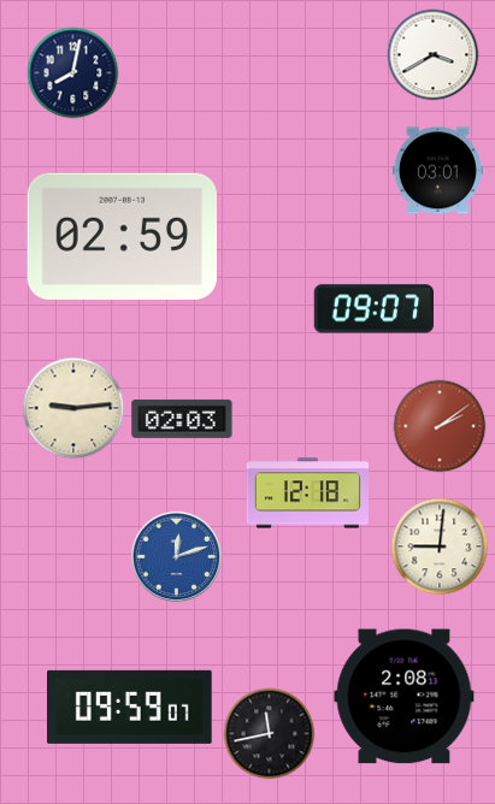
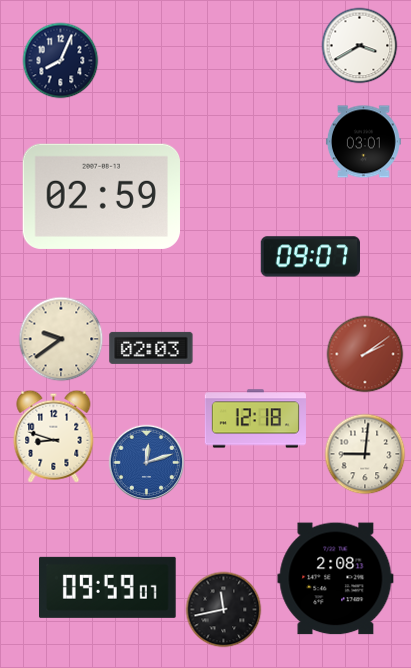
clock at (73, 73): 8:02 -> 8:04
clock at (73, 408): 9:14 -> 9:39
clock at (307, 493) position: (307, 493) -> (255, 419)
clock at (54, 436): none -> 8:48
